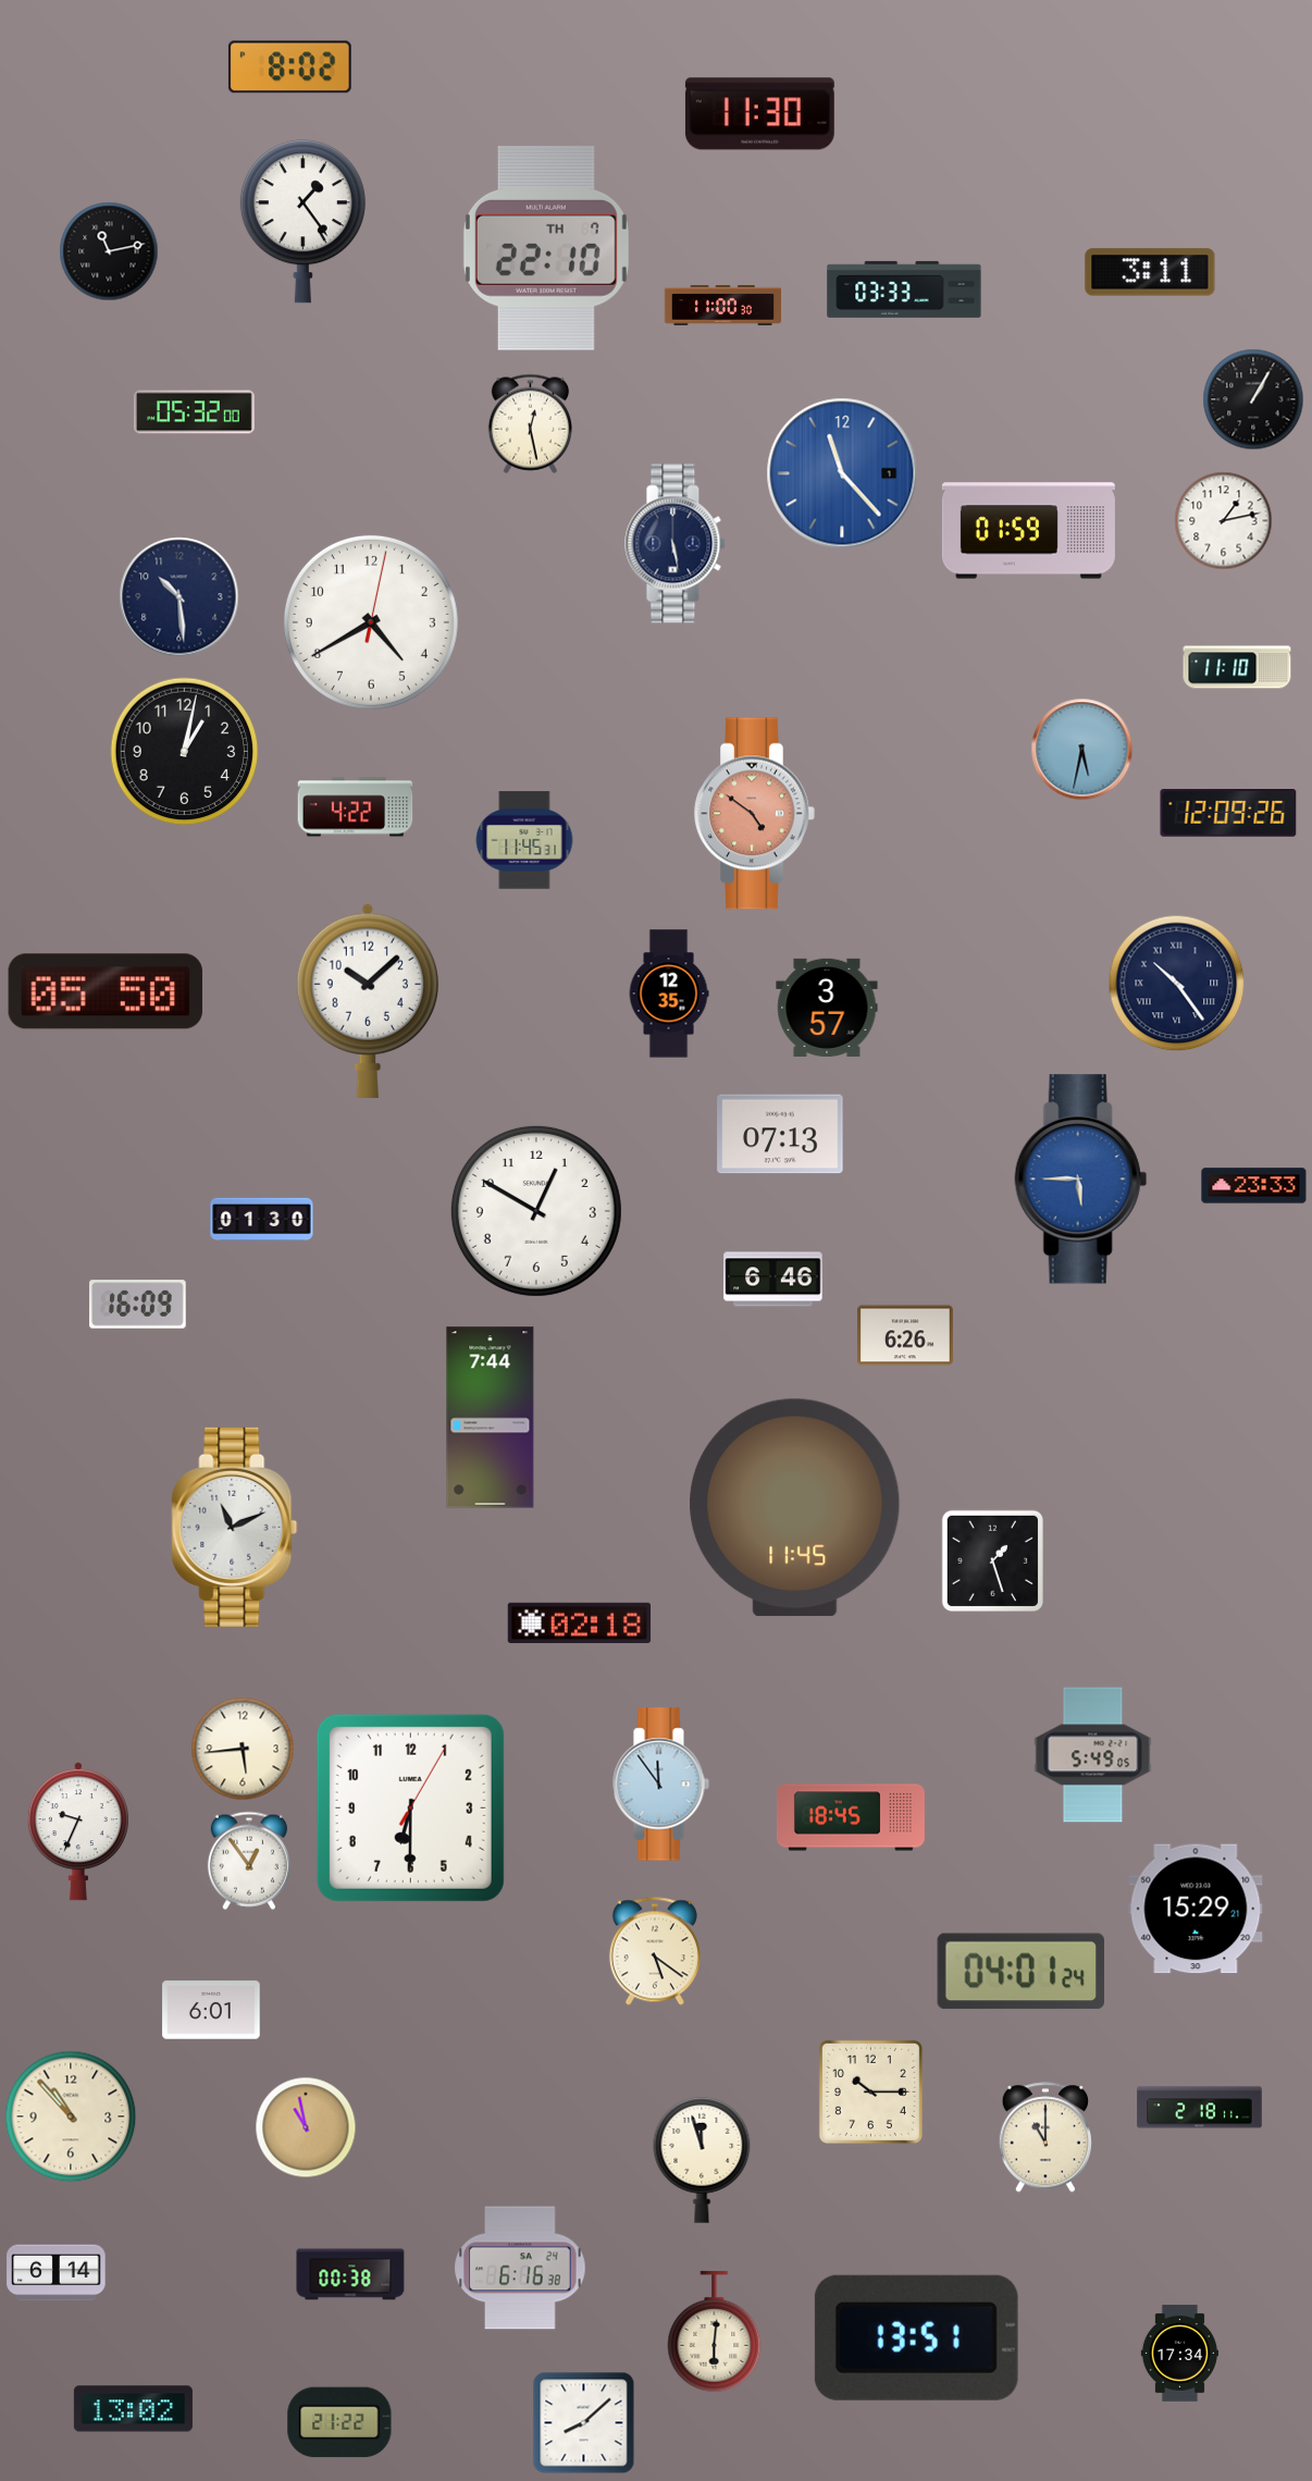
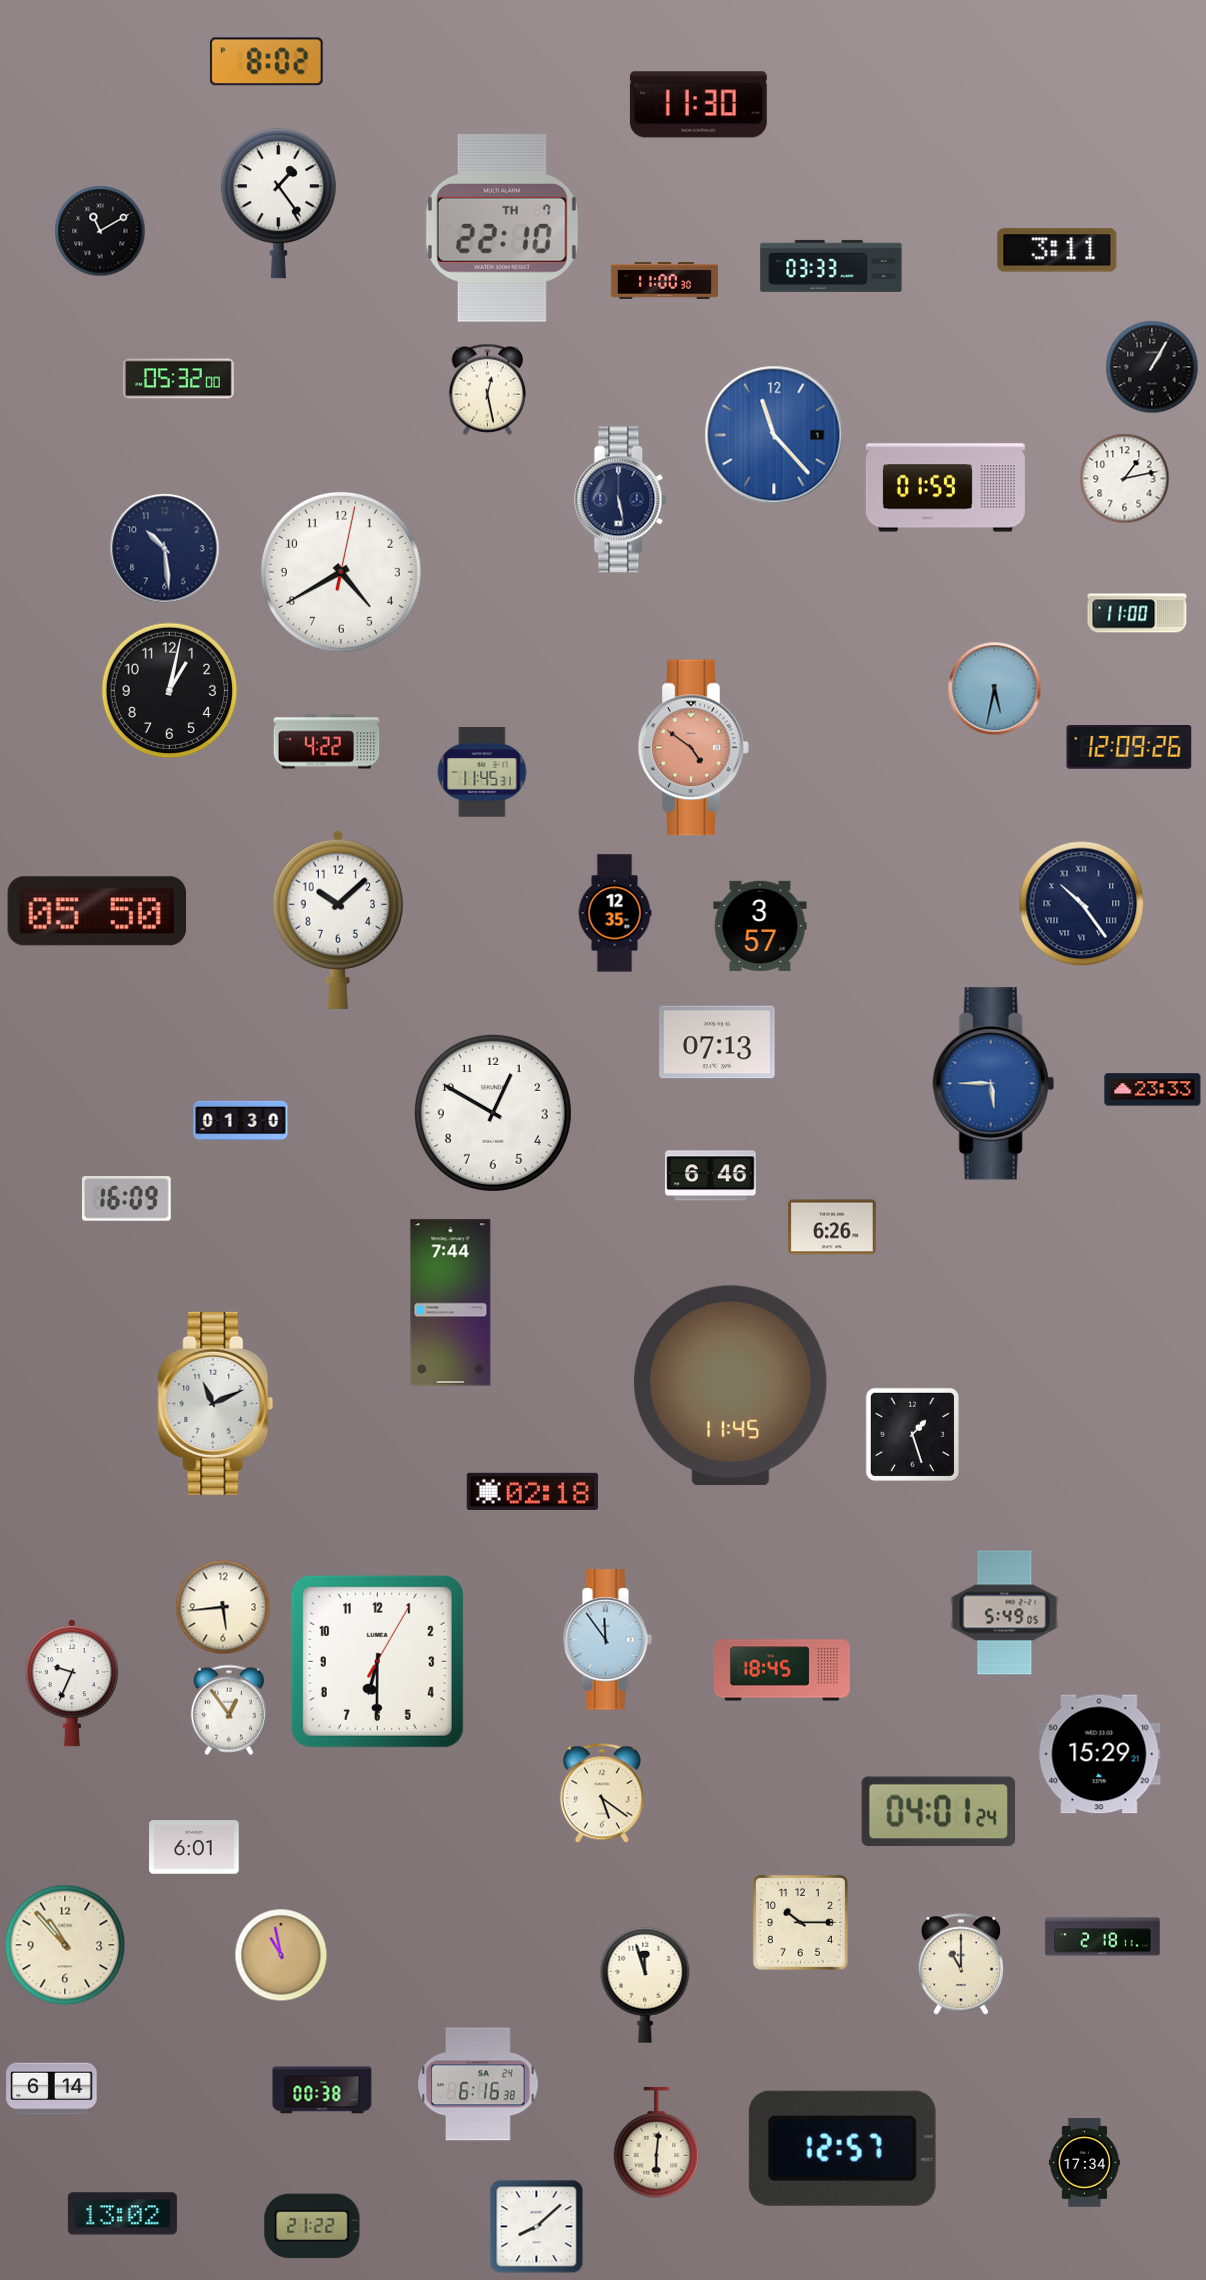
clock at (109, 251): 11:13 -> 11:10
clock at (1237, 667): 11:10 -> 11:00
clock at (916, 2337): 13:51 -> 12:57
